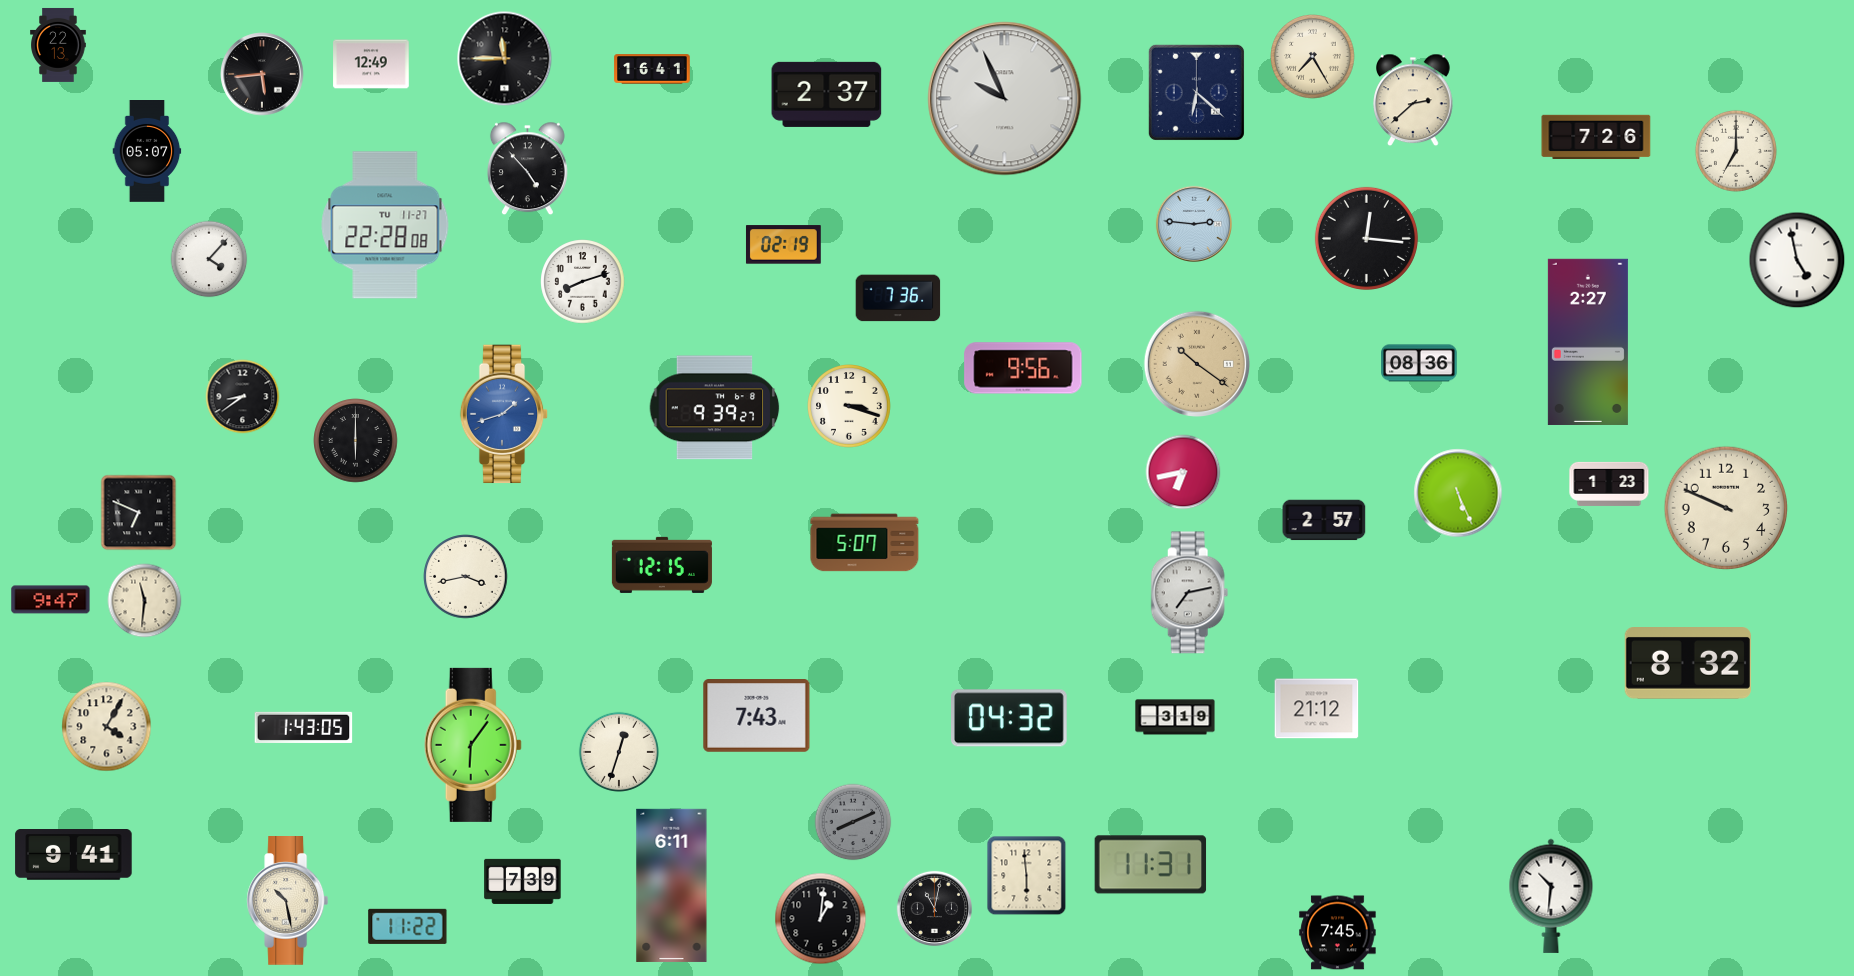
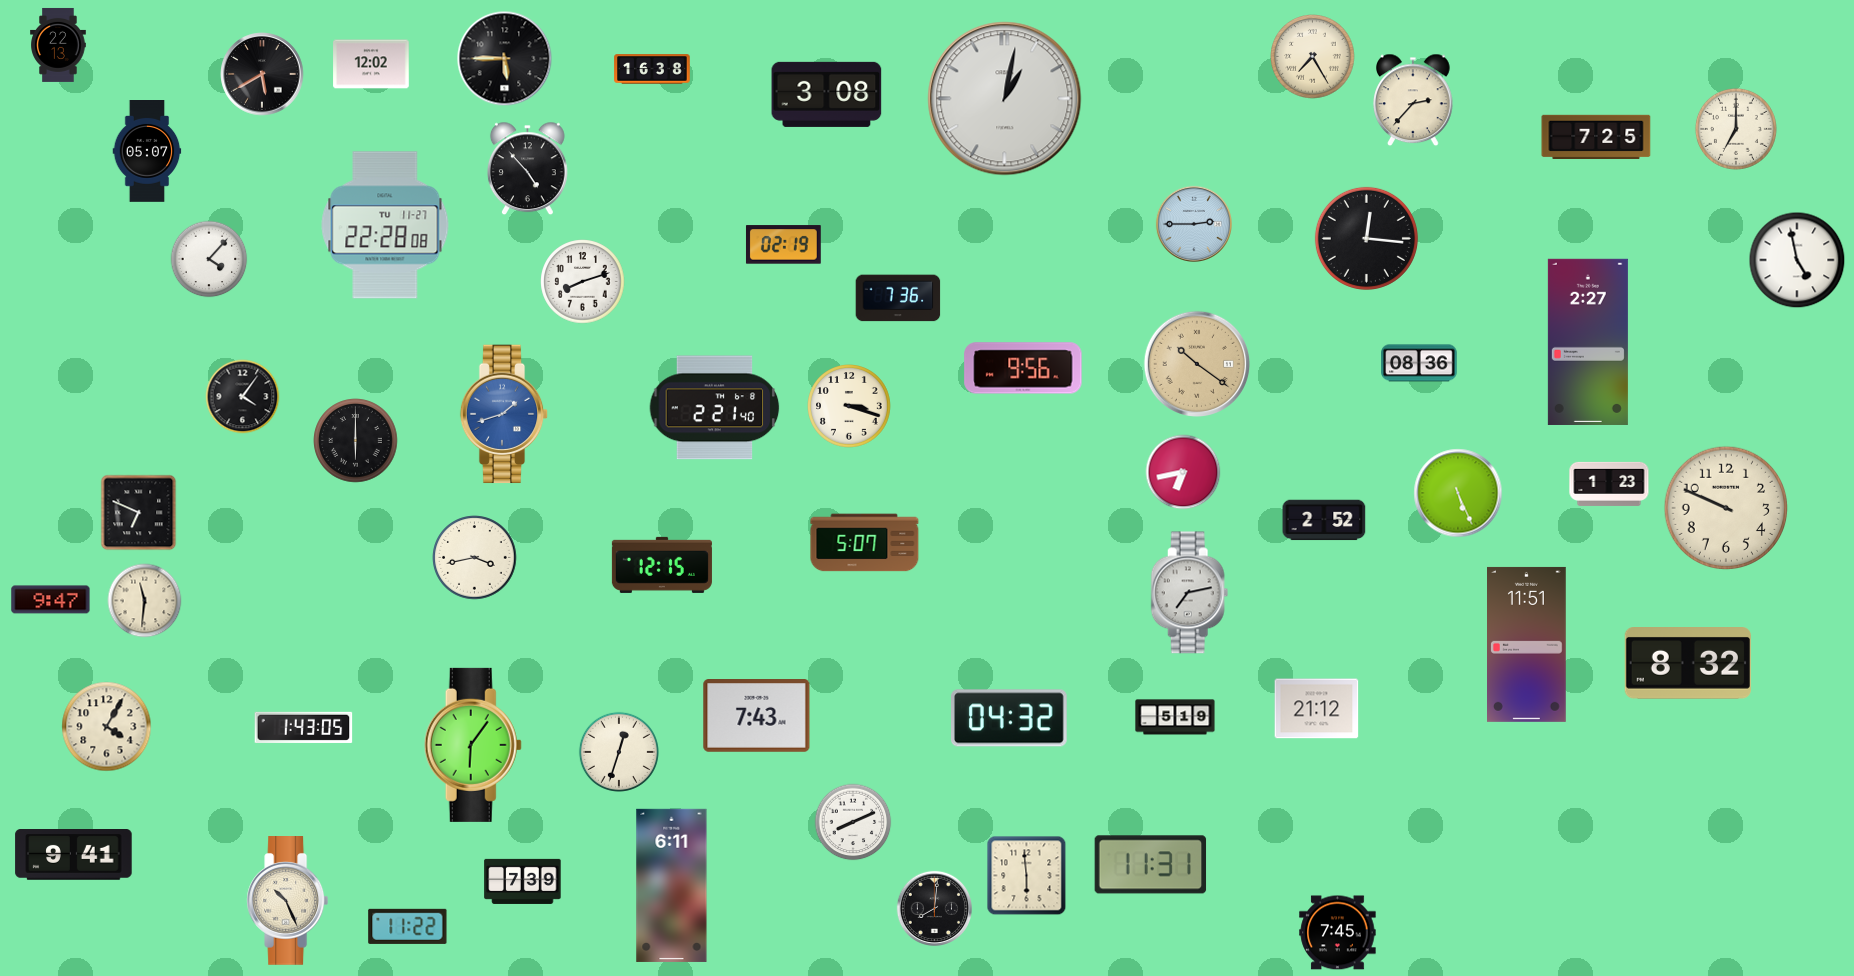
clock at (505, 59): 11:45 -> 5:45
clock at (371, 64): 12:49 -> 12:02
clock at (652, 69): 16:41 -> 16:38
clock at (262, 74): 5:44 -> 5:40
clock at (1196, 92): 6:22 -> none
clock at (827, 94): 2:37 -> 3:08
clock at (1005, 99): 9:56 -> 1:02
clock at (1414, 100): 2:38 -> 2:37
clock at (1596, 137): 7:26 -> 7:25
clock at (1736, 151) position: (1736, 151) -> (1736, 129)
clock at (1194, 224): 2:46 -> 2:45
clock at (243, 397): 8:39 -> 4:06
clock at (715, 408): 9:39 -> 2:21
clock at (1324, 520): 2:57 -> 2:52
clock at (466, 577) position: (466, 577) -> (475, 558)
clock at (1527, 644): none -> 11:51
clock at (1175, 717): 3:19 -> 5:19
clock at (853, 822) dial: grey -> white
clock at (1551, 896): 10:31 -> none
clock at (288, 901): 10:28 -> 10:26
clock at (934, 908): 11:02 -> 8:01
clock at (821, 919): 1:01 -> none
